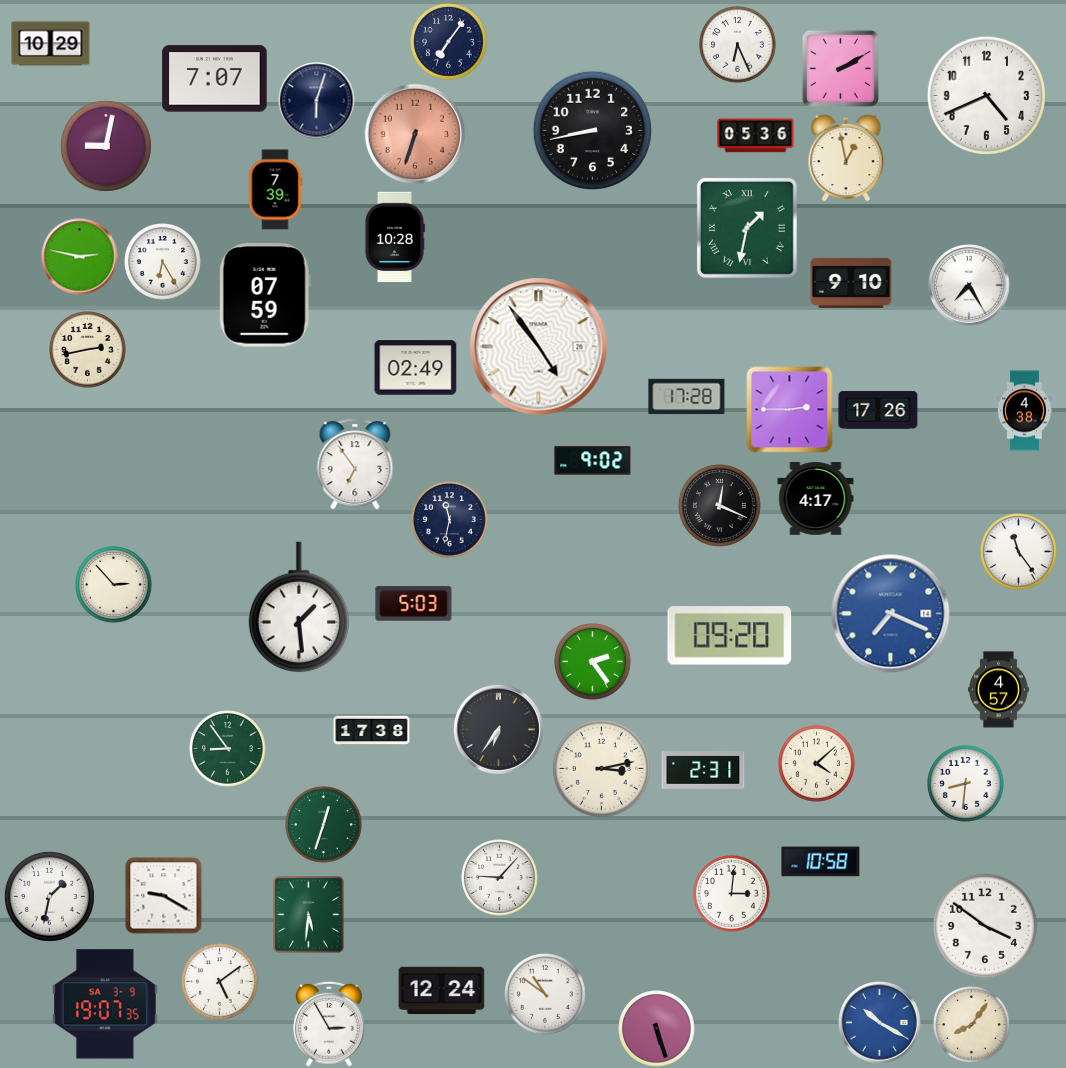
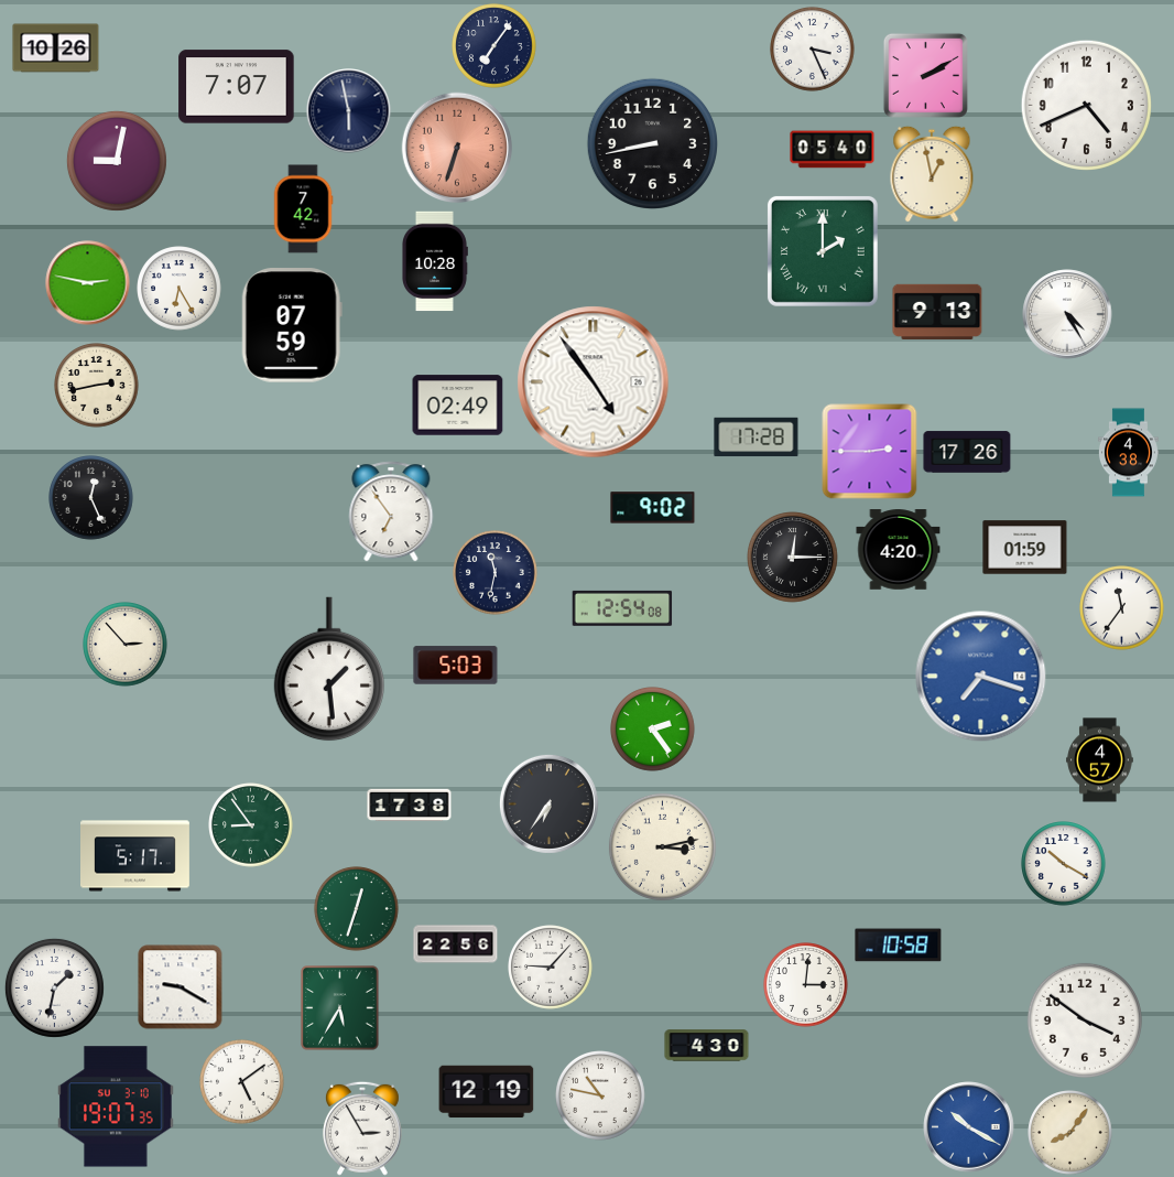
clock at (51, 44): 10:29 -> 10:26
clock at (738, 45): 6:26 -> 3:26
clock at (317, 101): 6:03 -> 5:58
clock at (756, 136): 05:36 -> 05:40
clock at (275, 190): 7:39 -> 7:42
clock at (747, 228): 1:32 -> 2:00
clock at (851, 283): 9:10 -> 9:13
clock at (969, 285): 7:25 -> 4:25
clock at (91, 498): none -> 12:26
clock at (1025, 548): none -> 01:59
clock at (816, 499): 4:17 -> 4:20
clock at (720, 506): 12:19 -> 12:15
clock at (622, 608): none -> 12:54
clock at (1019, 552): 11:24 -> 11:36
clock at (891, 614): 7:19 -> 7:18
clock at (730, 636): 09:20 -> none
clock at (817, 764): 4:08 -> none
clock at (703, 771): 2:31 -> none
clock at (135, 856): none -> 5:17
clock at (966, 784): 8:31 -> 10:20
clock at (456, 944): none -> 22:56
clock at (821, 862) position: (821, 862) -> (899, 946)
clock at (309, 915): 5:31 -> 5:35
clock at (707, 1046): none -> 4:30
clock at (442, 991): 12:24 -> 12:19
clock at (546, 995): 10:51 -> 10:47
clock at (105, 1004) date: SA 3-9 -> SU 3-10
clock at (972, 1025) position: (972, 1025) -> (1070, 1133)
clock at (657, 1029): 5:27 -> none
